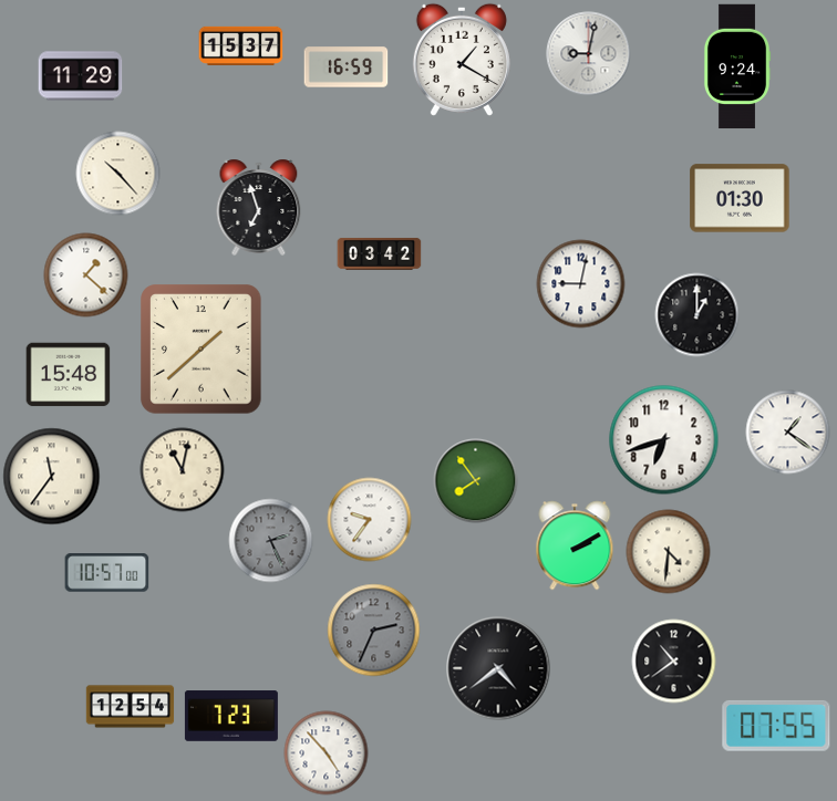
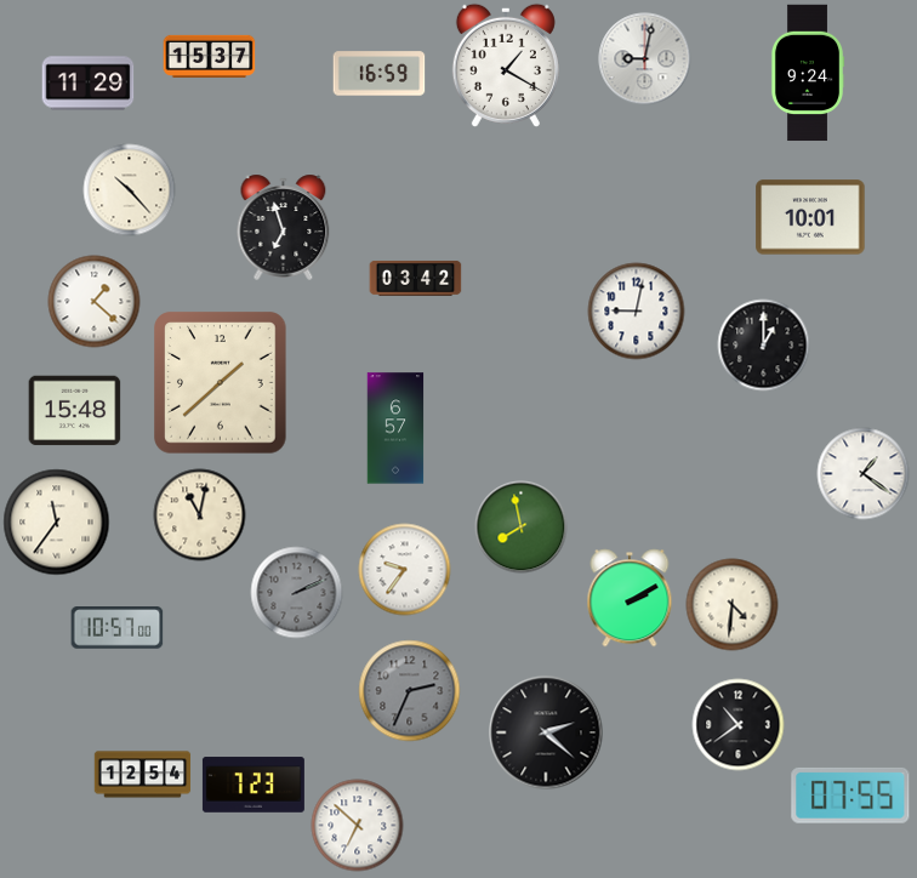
clock at (241, 45) position: (241, 45) -> (210, 56)
clock at (740, 198): 01:30 -> 10:01
clock at (395, 428): none -> 6:57
clock at (664, 440): 6:42 -> none
clock at (476, 481): 7:54 -> 7:58
clock at (271, 541): 2:26 -> 2:11
clock at (498, 668): 4:39 -> 2:22
clock at (327, 753): 4:53 -> 6:52
